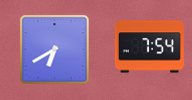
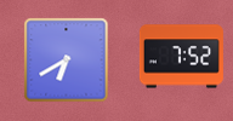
clock at (149, 47): 7:54 -> 7:52
